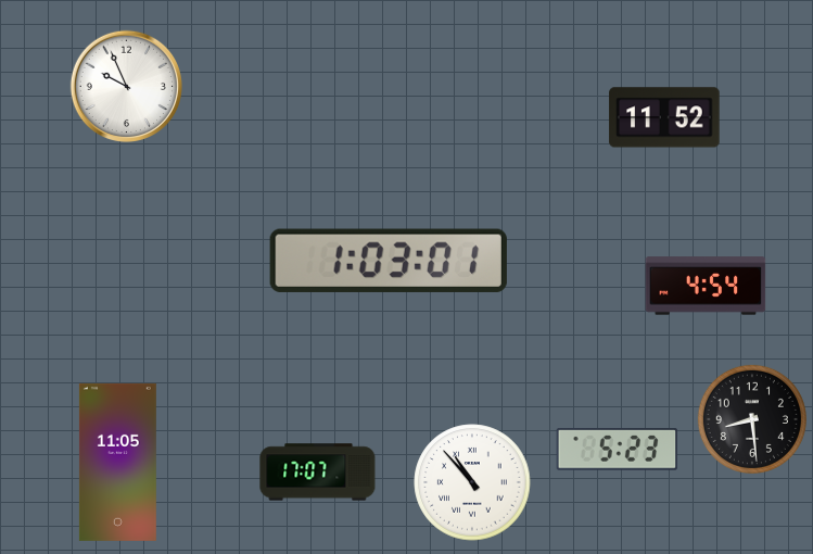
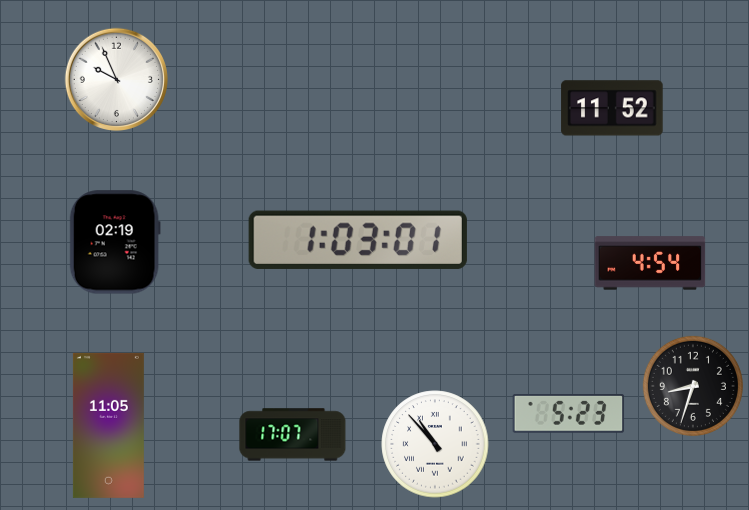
clock at (115, 242): none -> 02:19
clock at (752, 419): 8:29 -> 8:33
